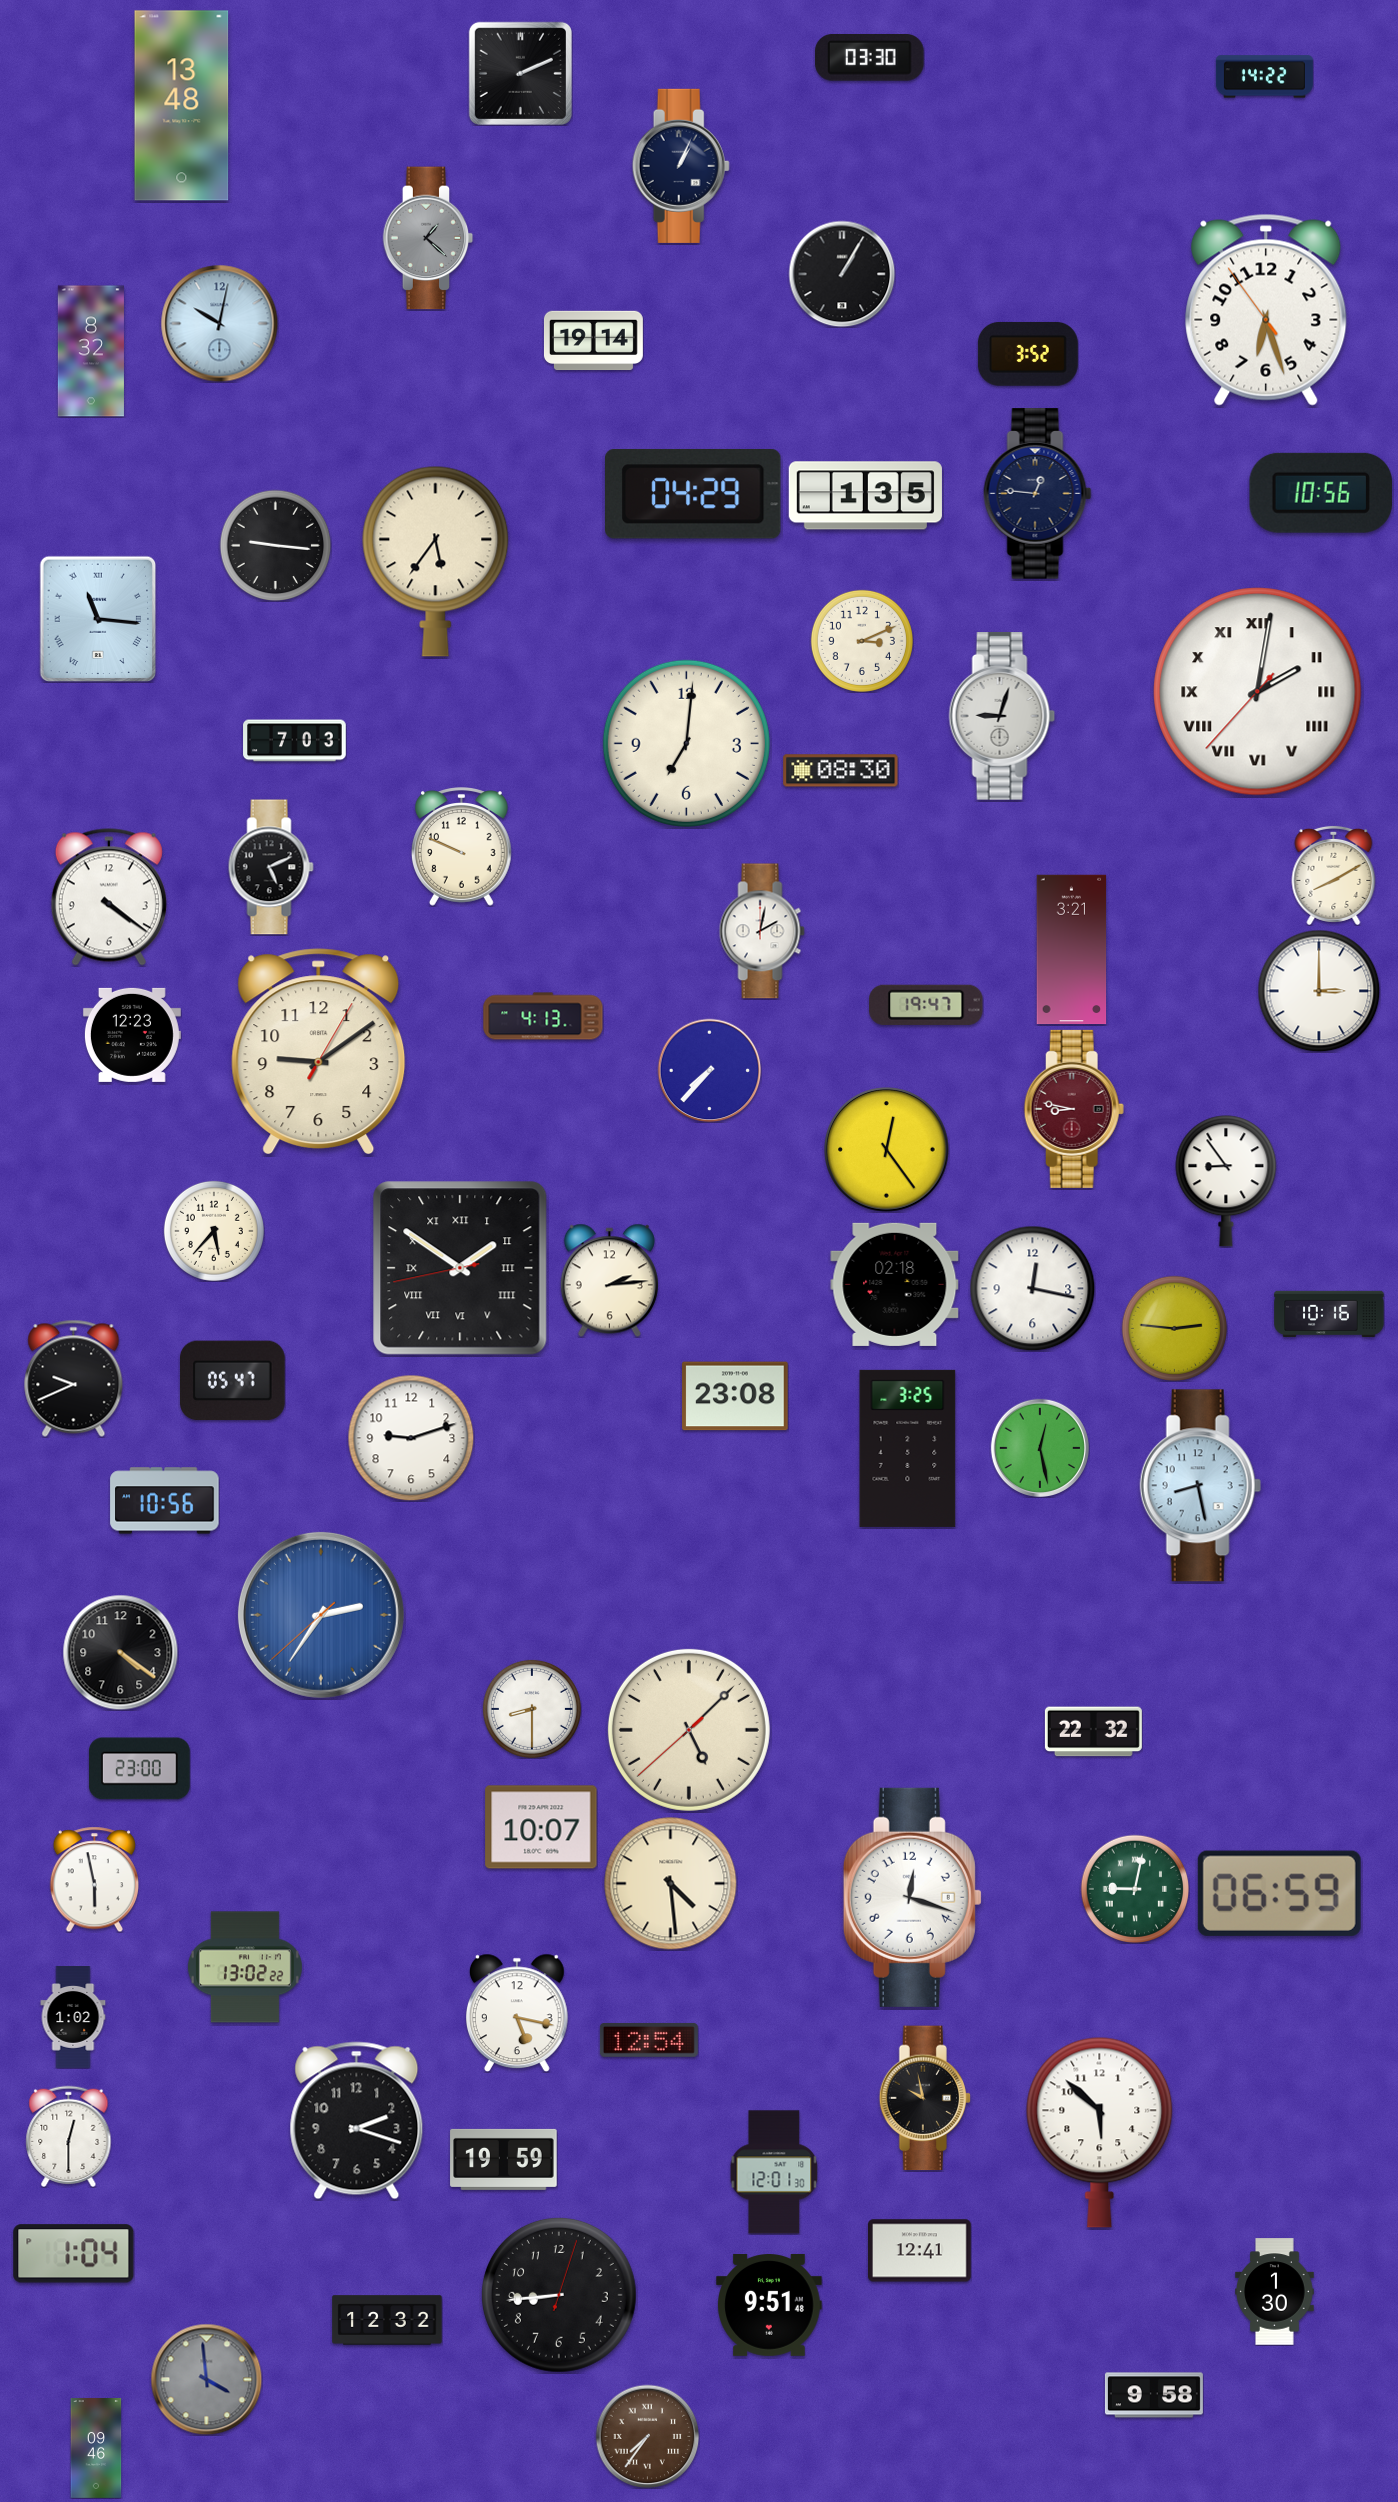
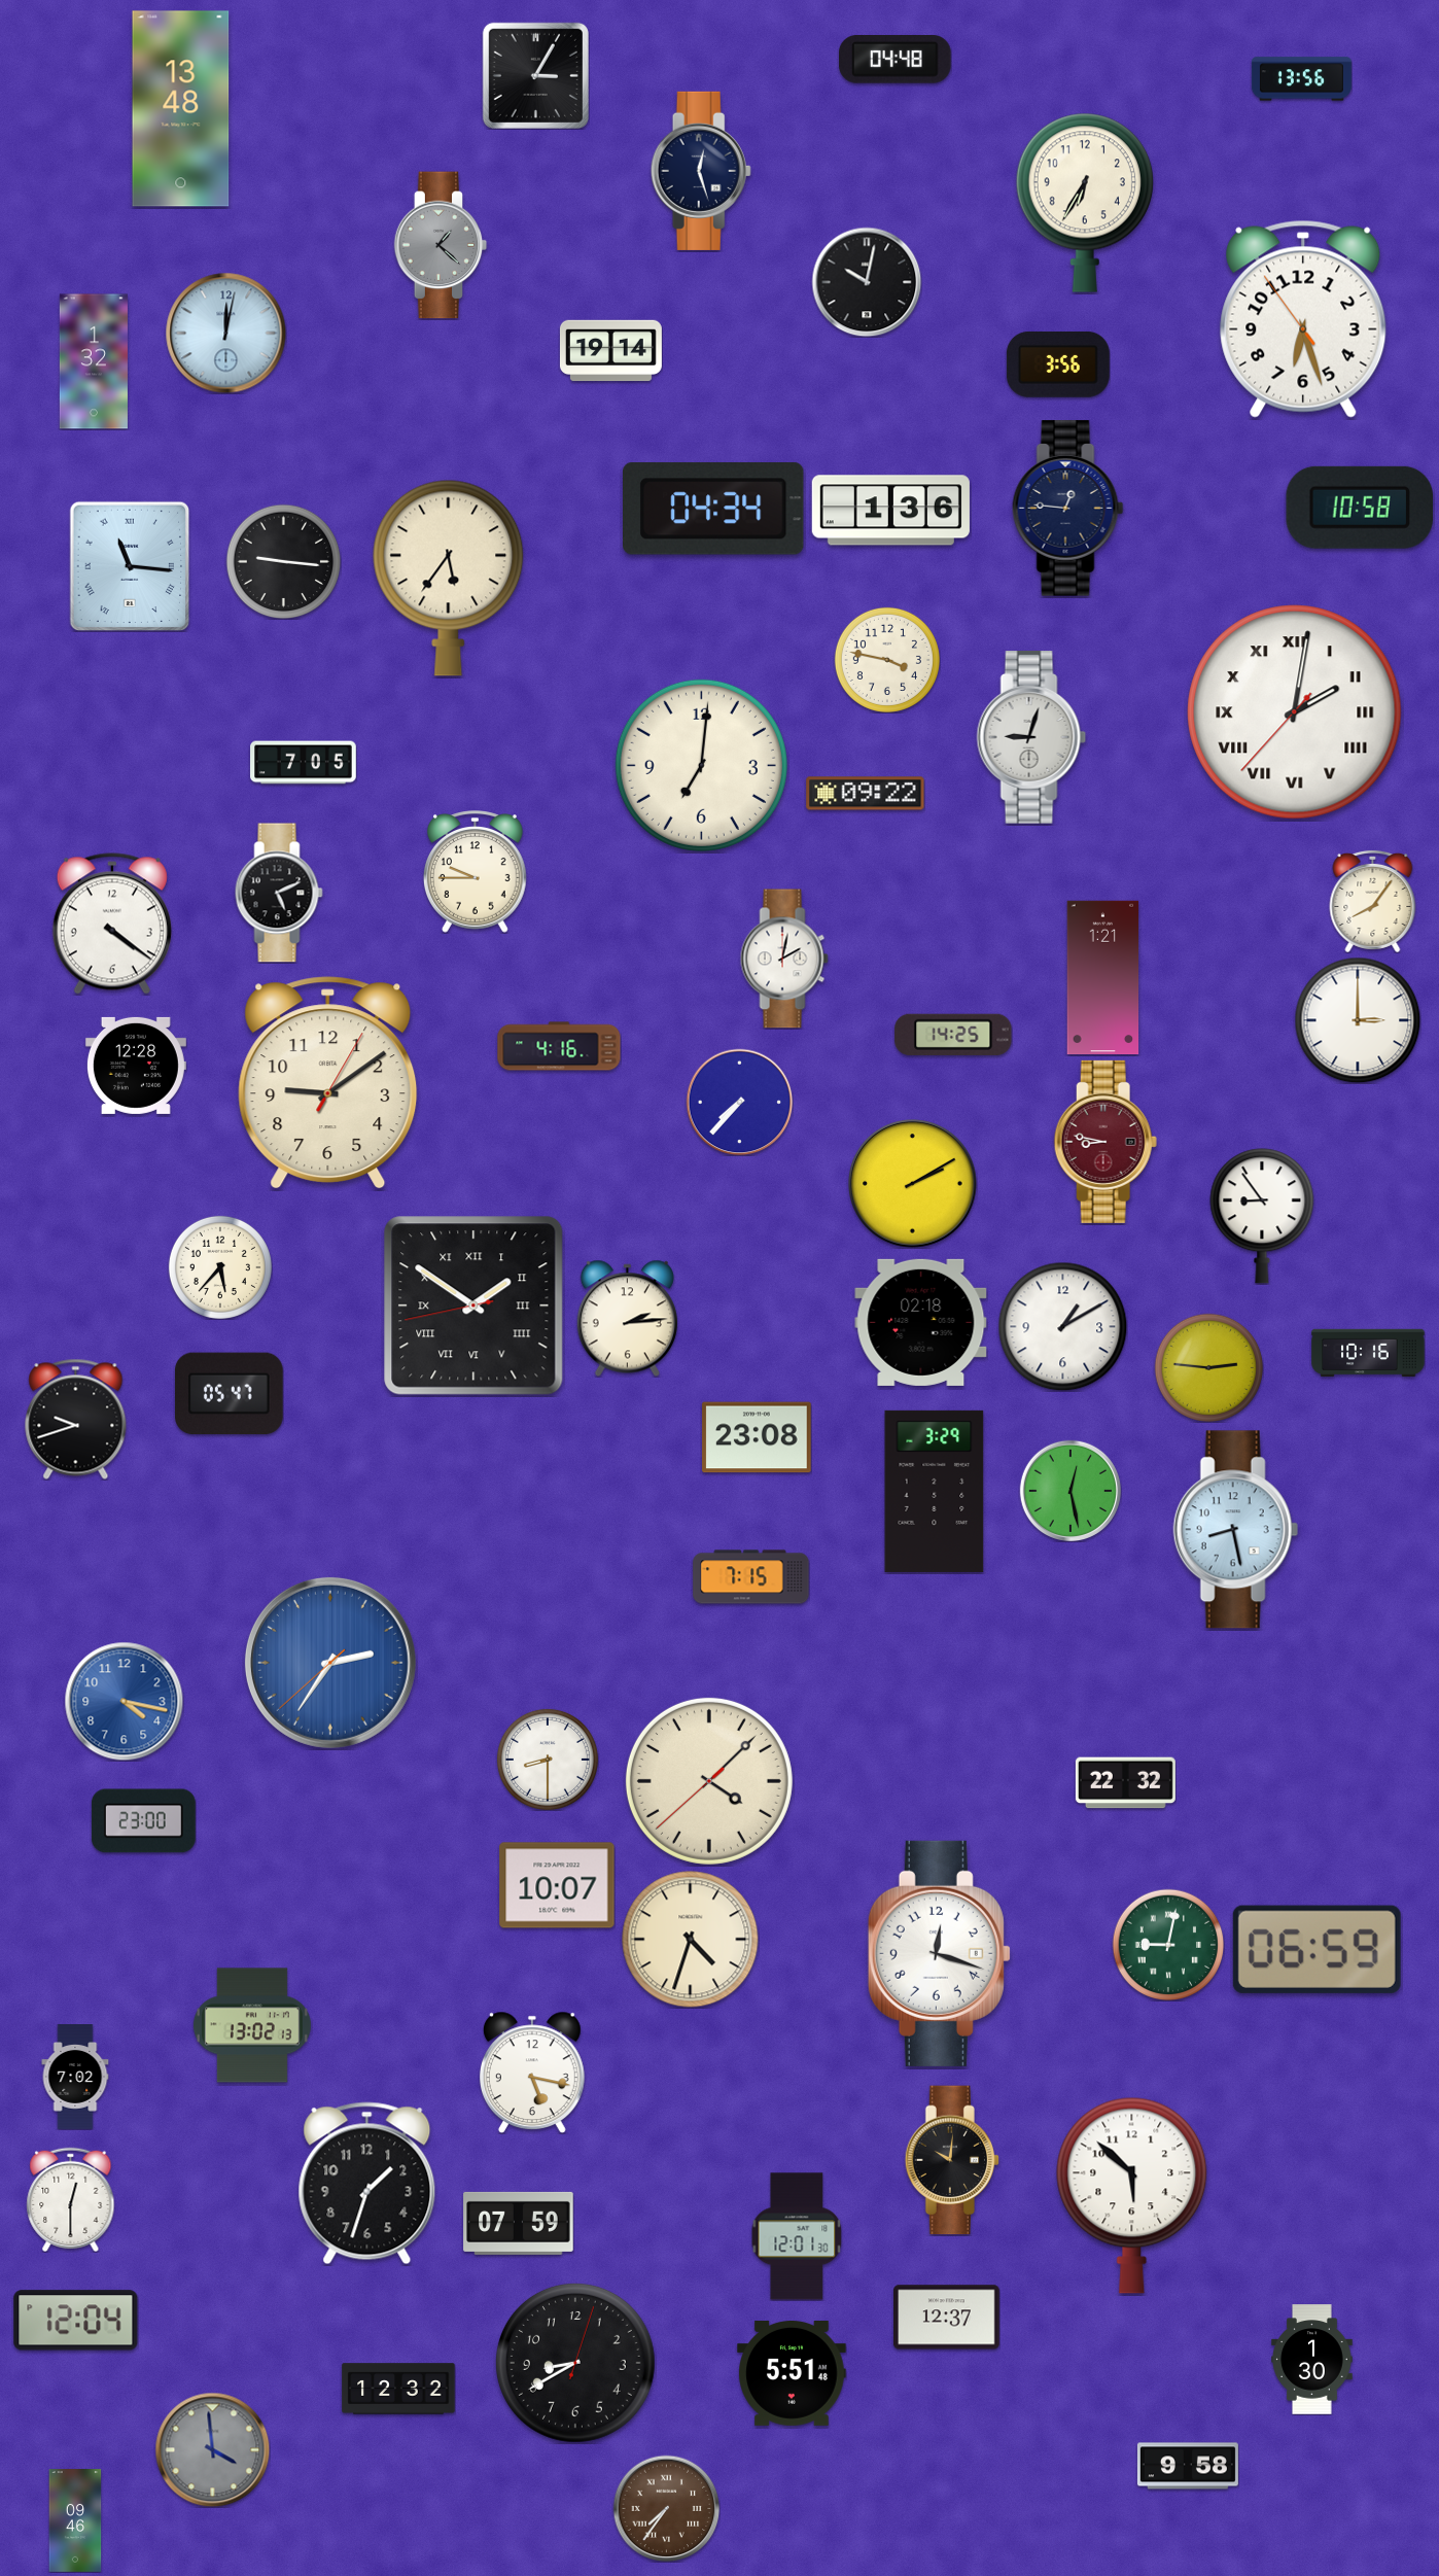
clock at (870, 58): 03:30 -> 04:48
clock at (520, 73): 2:11 -> 3:05
clock at (1264, 77): 14:22 -> 13:56
clock at (182, 106) position: (182, 106) -> (181, 109)
clock at (681, 166): 1:04 -> 12:27
clock at (1085, 203): none -> 6:35
clock at (842, 274): 1:05 -> 10:02
clock at (219, 323): 10:02 -> 12:02
clock at (91, 351): 8:32 -> 1:32
clock at (1028, 354): 3:52 -> 3:56
clock at (1320, 493): 10:56 -> 10:58
clock at (694, 495): 04:29 -> 04:34
clock at (865, 496): 1:35 -> 1:36
clock at (98, 619) position: (98, 619) -> (130, 566)
clock at (862, 641): 3:11 -> 3:47
clock at (295, 741): 7:03 -> 7:05
clock at (686, 743) position: (686, 743) -> (701, 765)
clock at (841, 771): 08:30 -> 09:22
clock at (461, 847): 9:49 -> 9:45
clock at (1334, 875): 8:10 -> 8:06
clock at (1072, 950): 3:21 -> 1:21
clock at (926, 1005): 19:47 -> 14:25
clock at (543, 1016): 4:13 -> 4:16
clock at (132, 1035): 12:23 -> 12:28
clock at (709, 1070) position: (709, 1070) -> (739, 1102)
clock at (887, 1150): 12:24 -> 2:10
clock at (1032, 1288): 12:17 -> 1:10
clock at (74, 1378): 9:41 -> 9:42
clock at (233, 1381) position: (233, 1381) -> (230, 1394)
clock at (411, 1438): 9:12 -> none
clock at (908, 1448): 3:25 -> 3:29
clock at (165, 1501): 10:56 -> none
clock at (751, 1577): none -> 7:15
clock at (120, 1652): 4:21 -> 4:17
clock at (120, 1652) dial: black -> blue
clock at (689, 1730): 5:07 -> 4:07
clock at (541, 1827) position: (541, 1827) -> (557, 1885)
clock at (94, 1879): 5:58 -> none
clock at (671, 1884): 4:29 -> 4:33
clock at (245, 1967): 13:02:22 -> 13:02:13
clock at (73, 2017): 1:02 -> 7:02
clock at (649, 2040): 12:54 -> none
clock at (925, 2098): 9:58 -> 10:01
clock at (357, 2121): 2:18 -> 1:33
clock at (504, 2159): 19:59 -> 07:59
clock at (920, 2251): 12:41 -> 12:37
clock at (74, 2254): 1:04 -> 12:04
clock at (559, 2295): 8:44 -> 8:40
clock at (769, 2306): 9:51 -> 5:51
clock at (96, 2449) position: (96, 2449) -> (75, 2521)
